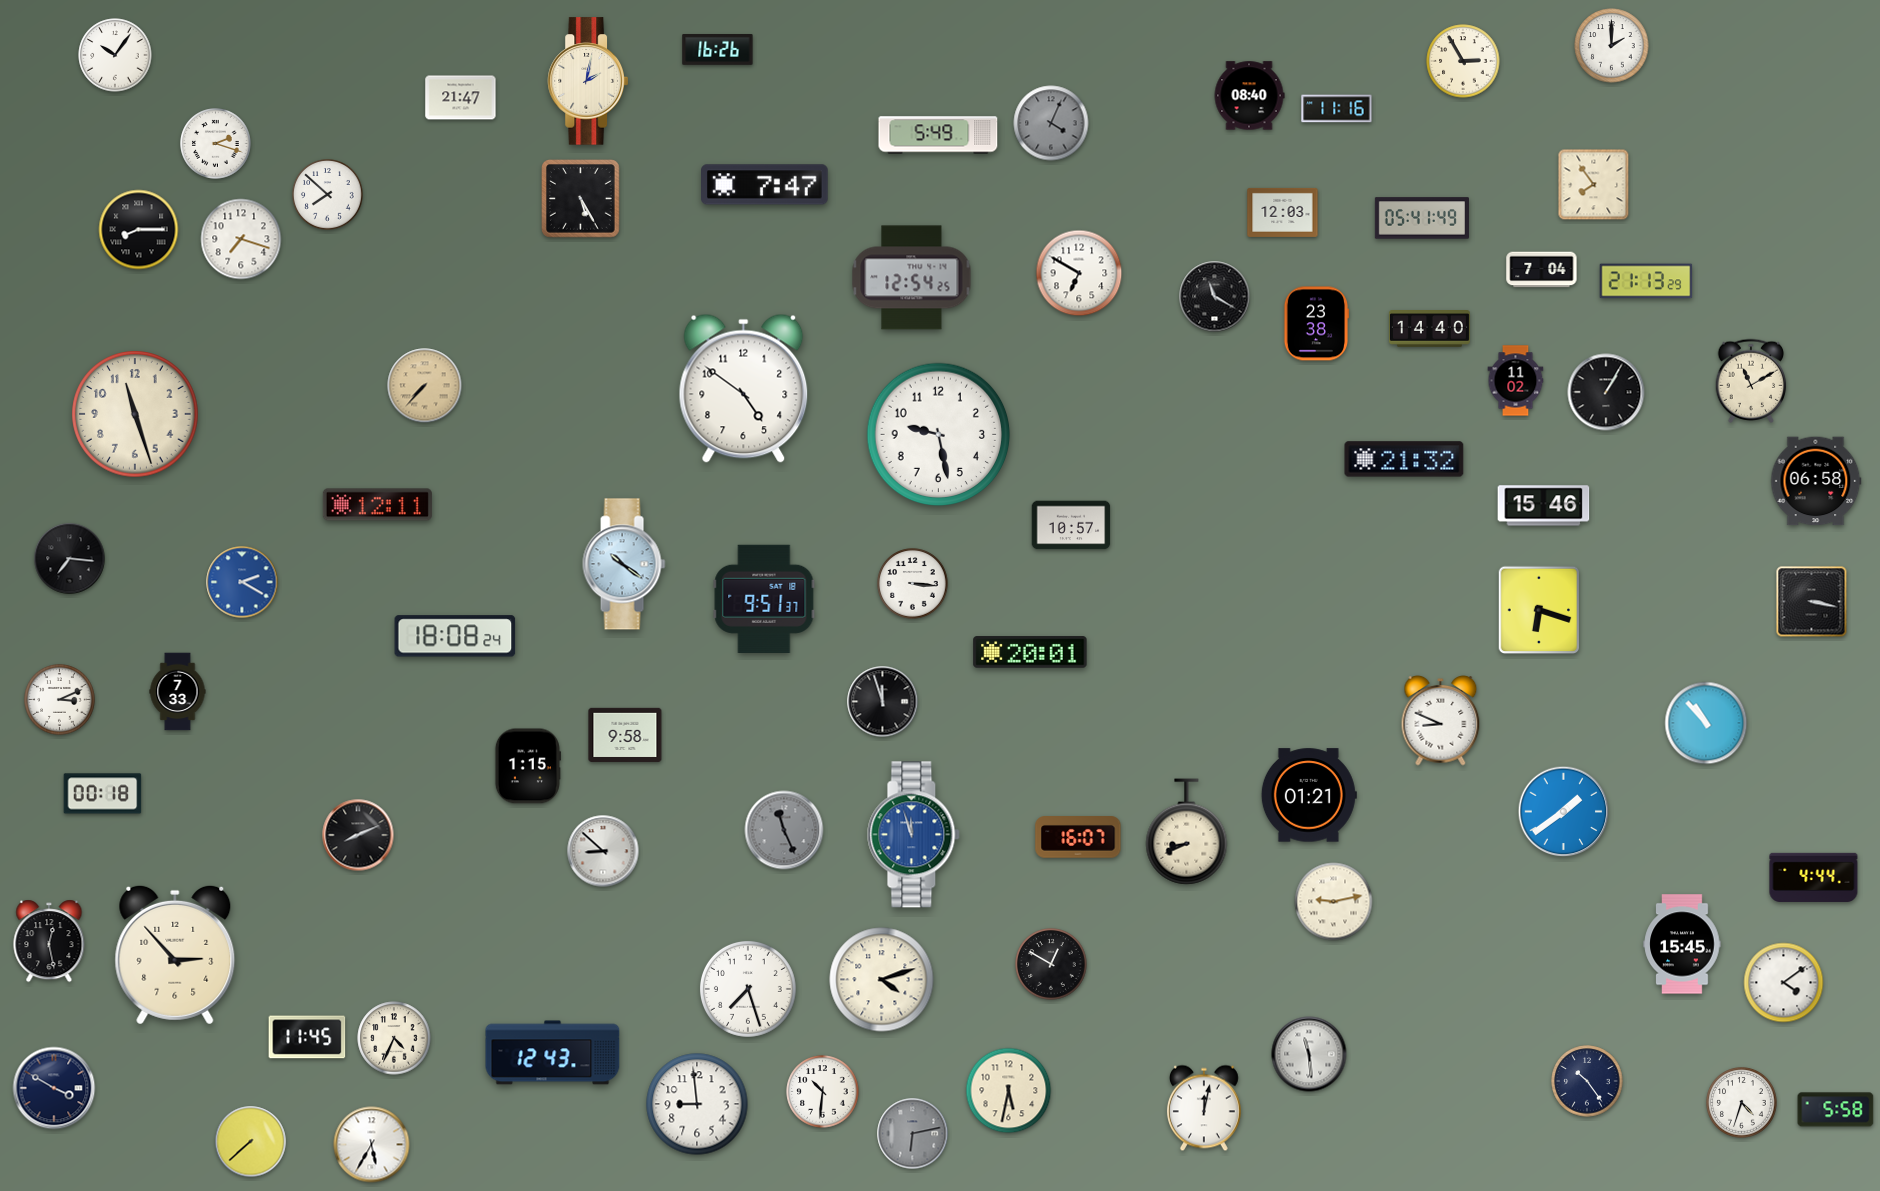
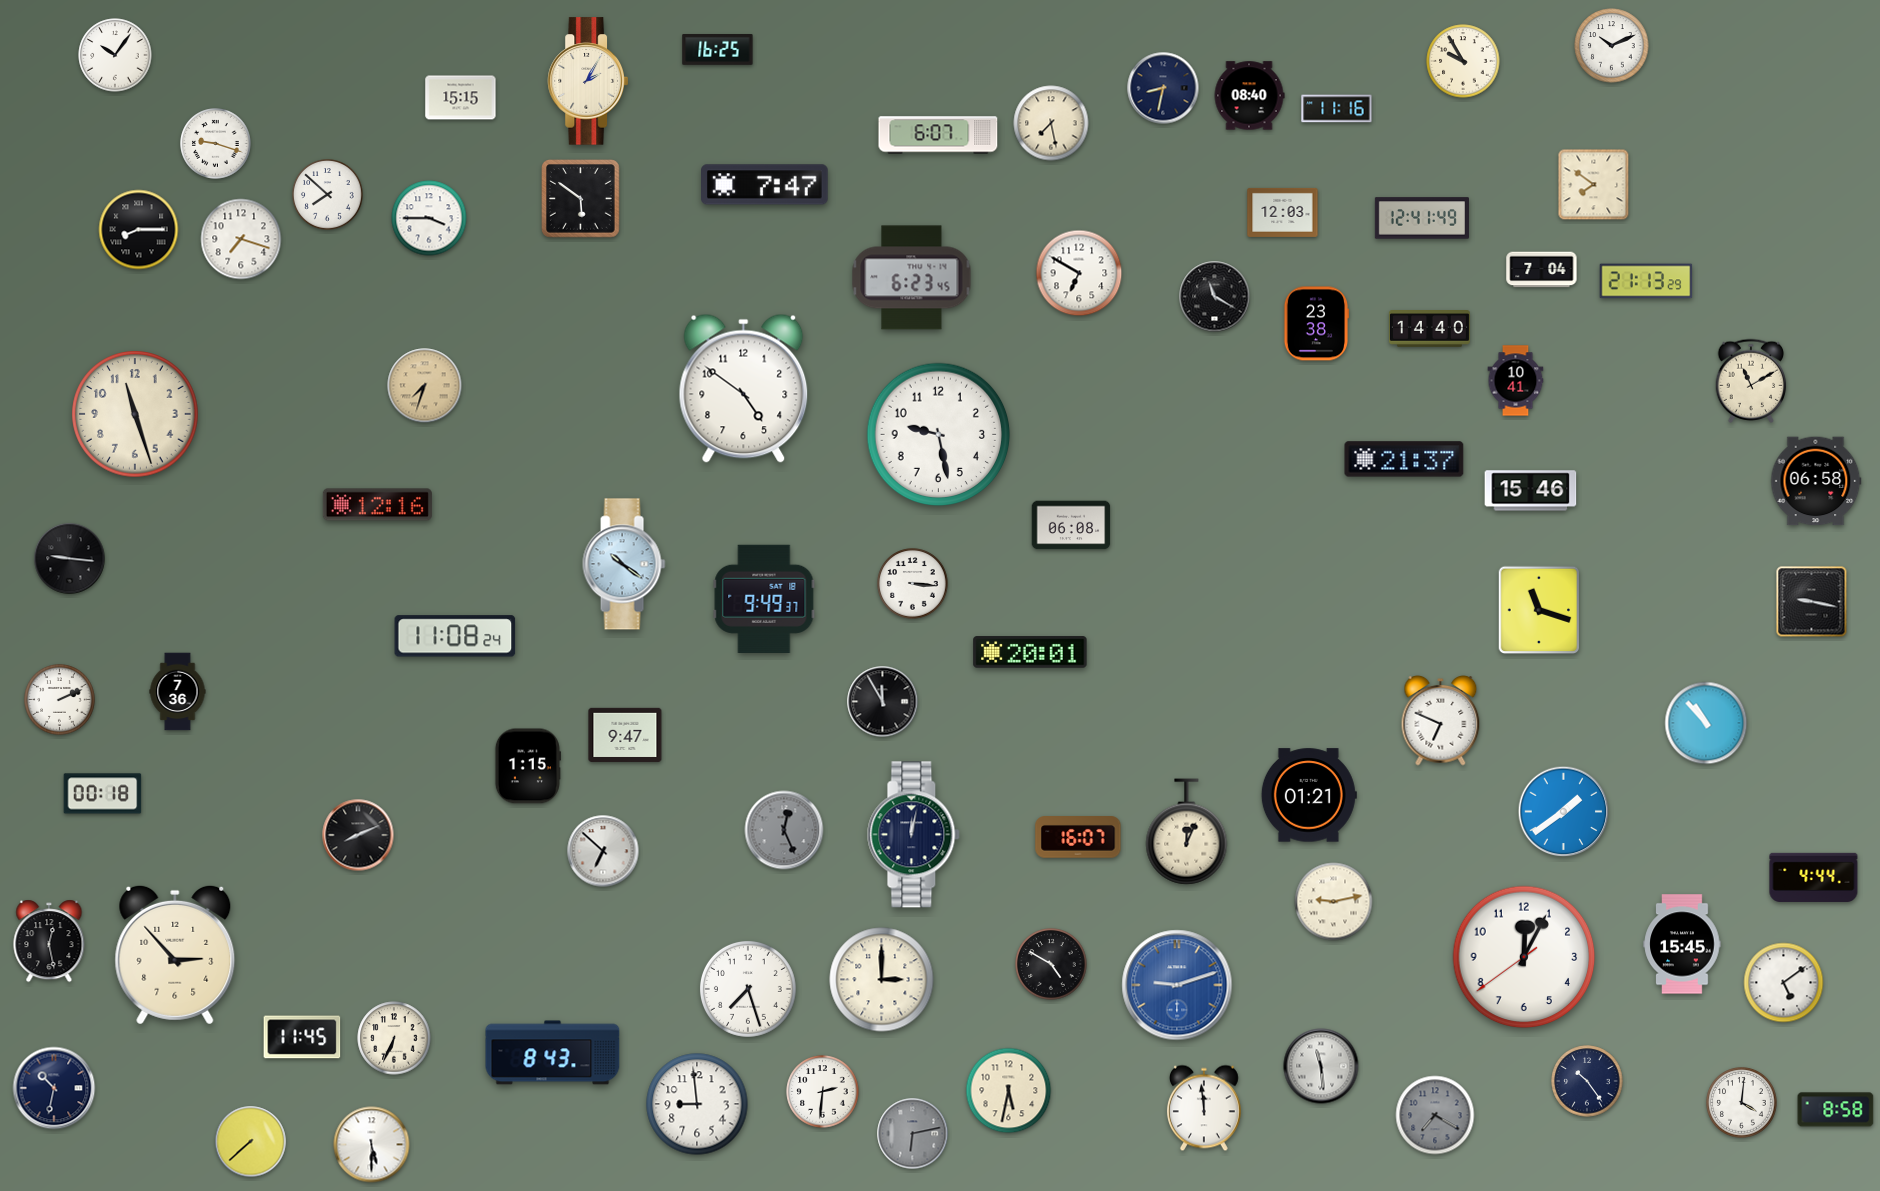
clock at (1612, 46): 2:00 -> 10:11
clock at (718, 50): 16:26 -> 16:25
clock at (1463, 61): 2:55 -> 9:55
clock at (587, 81): 2:02 -> 2:05
clock at (1163, 88): none -> 8:32
clock at (461, 98): 21:47 -> 15:15
clock at (1051, 123): 4:04 -> 7:28
clock at (1051, 123) dial: grey -> cream
clock at (938, 135): 5:49 -> 6:07
clock at (216, 144): 2:18 -> 9:18
clock at (1594, 185): 7:54 -> 7:51
clock at (581, 199): 5:25 -> 5:51
clock at (429, 218): none -> 3:45
clock at (1422, 218): 05:41 -> 12:41
clock at (912, 278): 12:54 -> 6:23
clock at (1516, 381): 11:02 -> 10:41
clock at (425, 386): 7:37 -> 7:33
clock at (1606, 392): 1:05 -> none
clock at (1404, 459): 21:32 -> 21:37
clock at (377, 505): 12:11 -> 12:16
clock at (1544, 506) position: (1544, 506) -> (1531, 491)
clock at (1071, 525): 10:57 -> 06:08
clock at (70, 559): 7:16 -> 9:16
clock at (242, 582): 2:20 -> none
clock at (764, 599): 9:51 -> 9:49
clock at (1812, 602): 3:17 -> 9:17
clock at (1539, 610): 6:18 -> 11:18
clock at (455, 636): 18:08 -> 11:08
clock at (178, 692): 7:33 -> 7:36
clock at (60, 700): 3:11 -> 2:11
clock at (883, 702): 11:57 -> 11:55
clock at (1441, 721): 8:49 -> 6:49
clock at (625, 735): 9:58 -> 9:47
clock at (784, 830): 11:26 -> 12:26
clock at (1187, 832): 8:41 -> 12:04
clock at (914, 835): 11:57 -> 12:02
clock at (914, 835) dial: blue -> navy
clock at (603, 851): 8:52 -> 6:52
clock at (1524, 957): none -> 12:04
clock at (1051, 964): 12:50 -> 4:50
clock at (882, 980): 4:12 -> 3:00
clock at (1784, 983): 4:09 -> 5:09
clock at (1177, 985): none -> 9:12
clock at (307, 1037) position: (307, 1037) -> (302, 1037)
clock at (394, 1038): 4:34 -> 6:34
clock at (553, 1053): 12:43 -> 8:43
clock at (1309, 1054) position: (1309, 1054) -> (1321, 1066)
clock at (54, 1088): 3:50 -> 10:32
clock at (823, 1092): 10:31 -> 2:31
clock at (1742, 1103): 4:33 -> 4:01
clock at (1204, 1108): 12:02 -> 11:59
clock at (1836, 1110): 5:58 -> 8:58
clock at (1435, 1115): none -> 7:20
clock at (372, 1145): 5:35 -> 5:30
